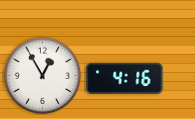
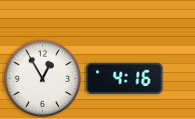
clock at (42, 75) position: (42, 75) -> (42, 78)
